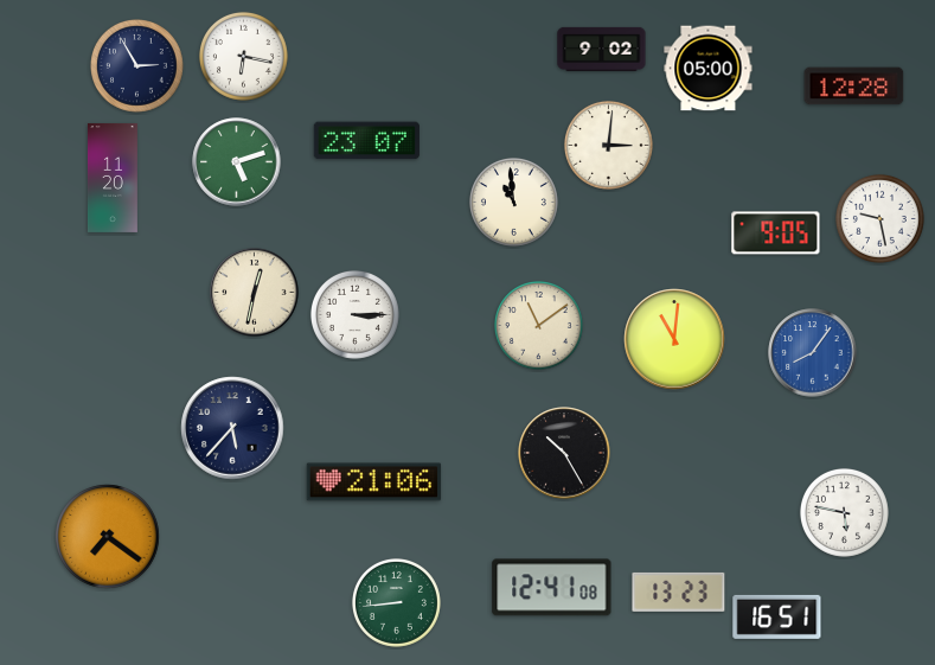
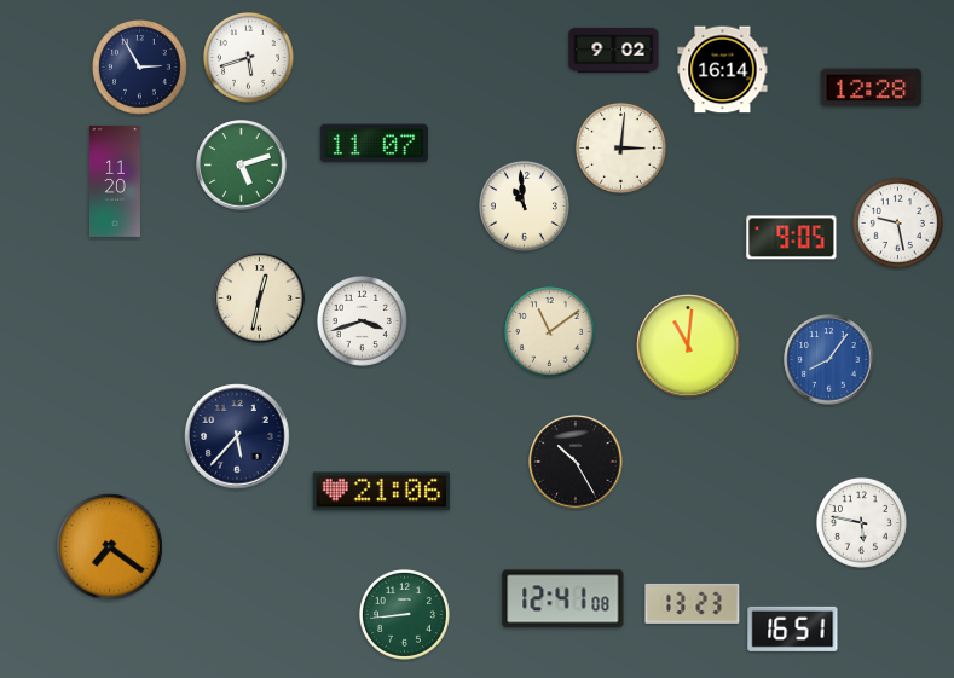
clock at (243, 56): 6:17 -> 5:42
clock at (709, 69): 05:00 -> 16:14
clock at (366, 141): 23:07 -> 11:07
clock at (354, 314): 3:15 -> 3:42
